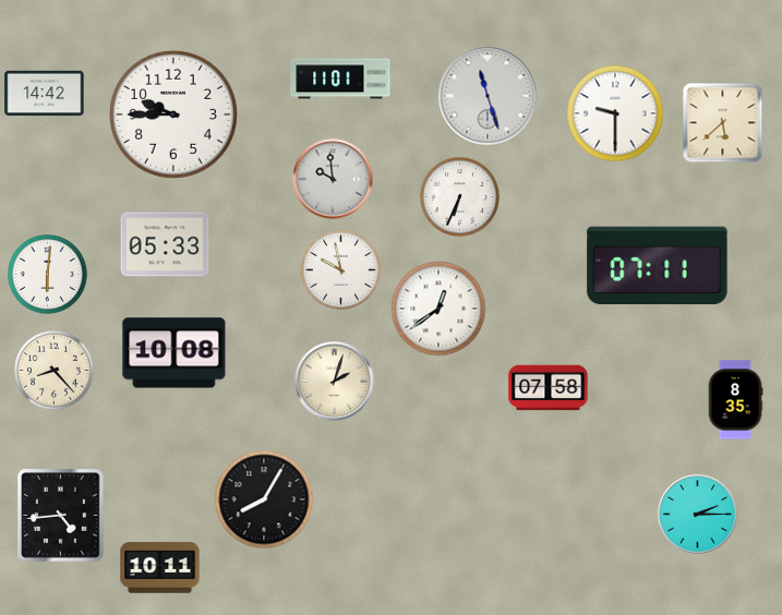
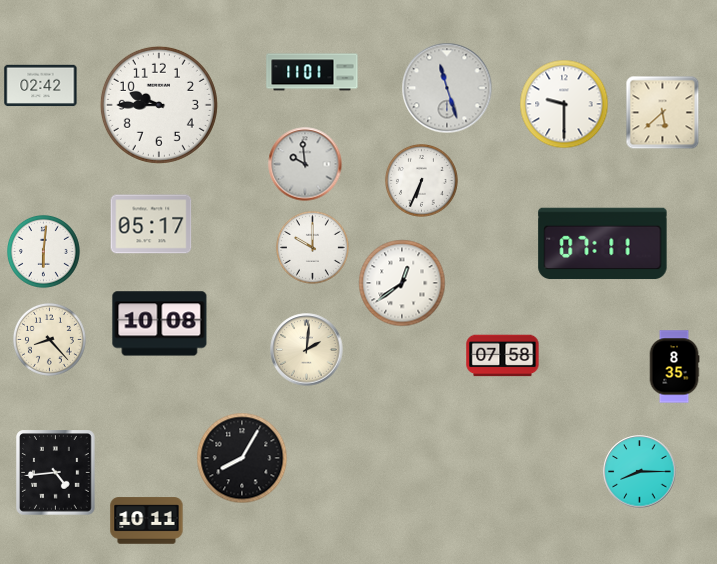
clock at (45, 94): 14:42 -> 02:42
clock at (165, 244): 05:33 -> 05:17
clock at (340, 269): 9:58 -> 10:00
clock at (335, 382): 2:03 -> 2:01
clock at (698, 515): 2:15 -> 8:15
